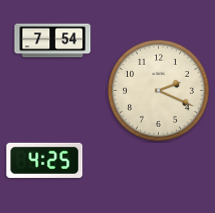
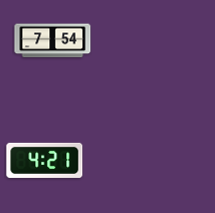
clock at (158, 90): 2:19 -> none
clock at (45, 160): 4:25 -> 4:21
